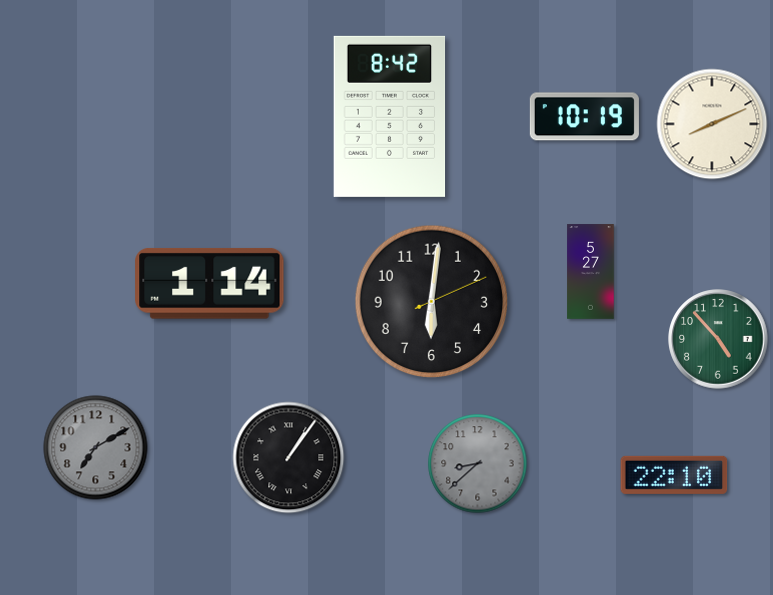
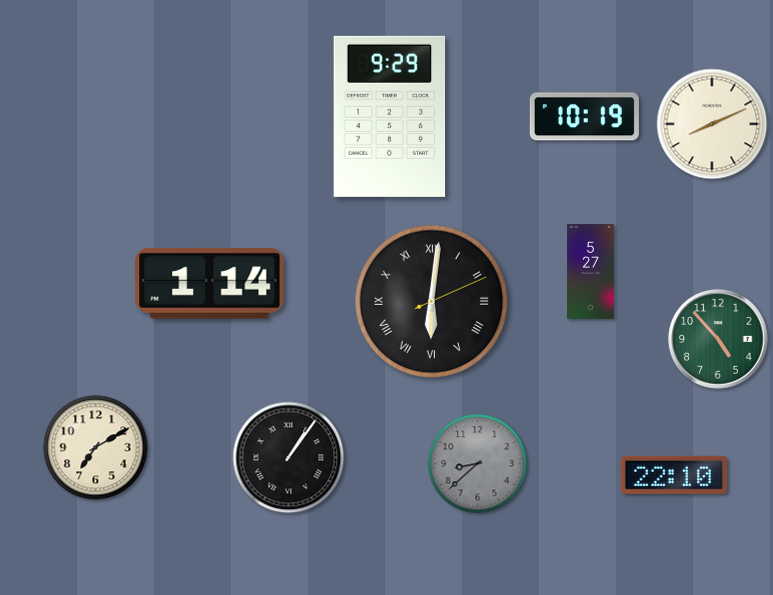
clock at (390, 116): 8:42 -> 9:29
clock at (432, 302) numerals: Arabic -> Roman
clock at (96, 448) dial: grey -> cream
